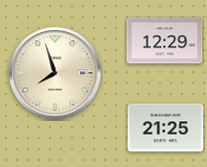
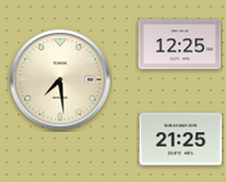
clock at (165, 41): 12:29 -> 12:25
clock at (55, 73): 7:57 -> 7:29
